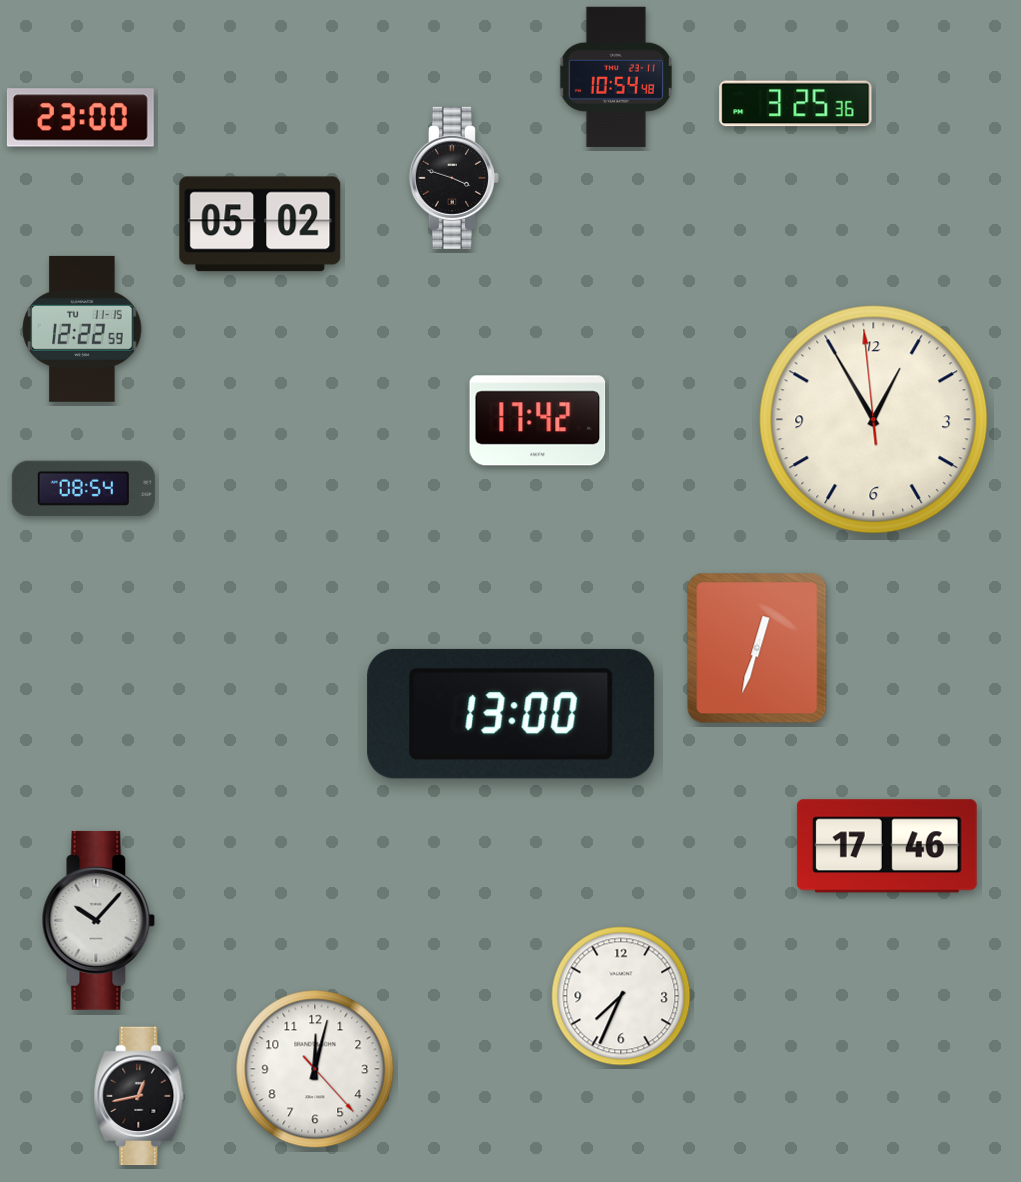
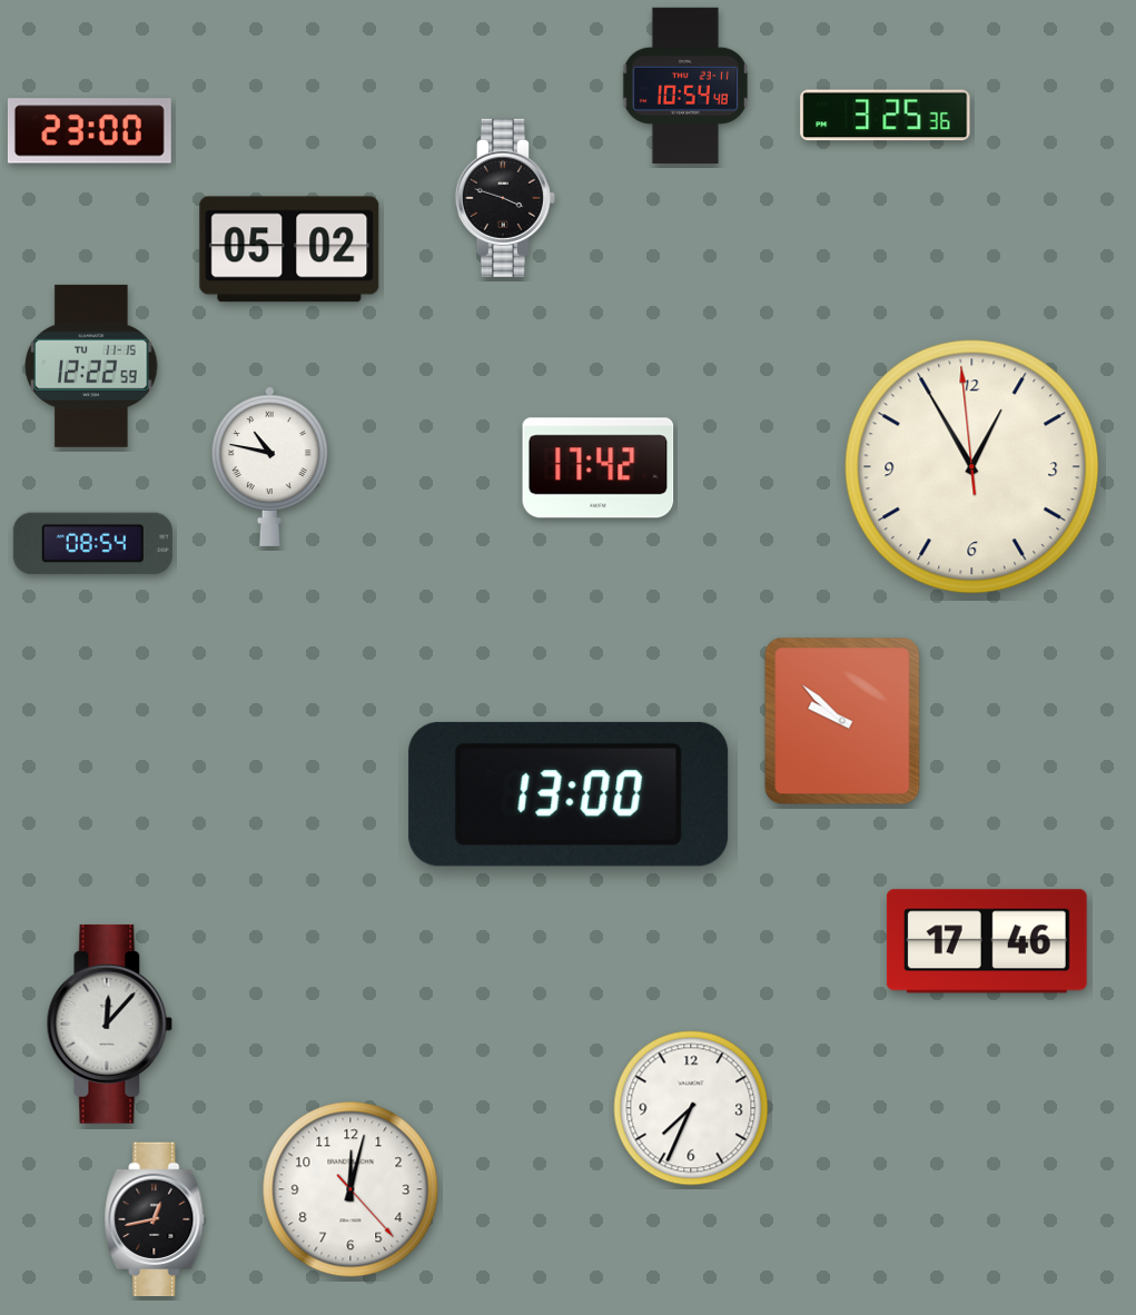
clock at (269, 466): none -> 10:47
clock at (757, 648): 12:33 -> 9:52
clock at (99, 920): 10:07 -> 12:07
